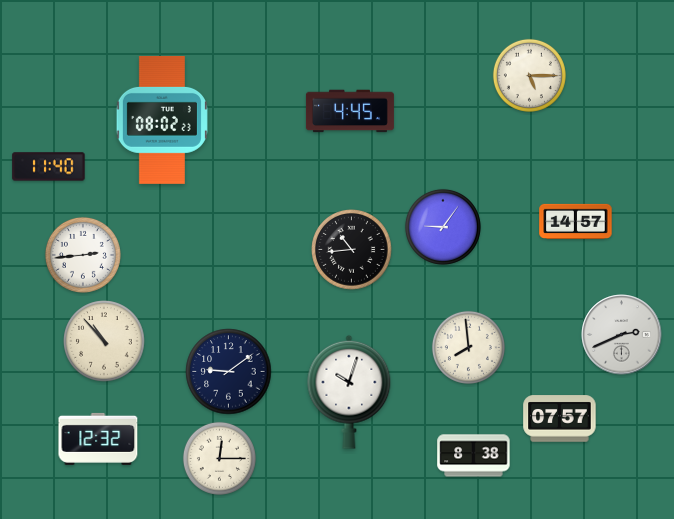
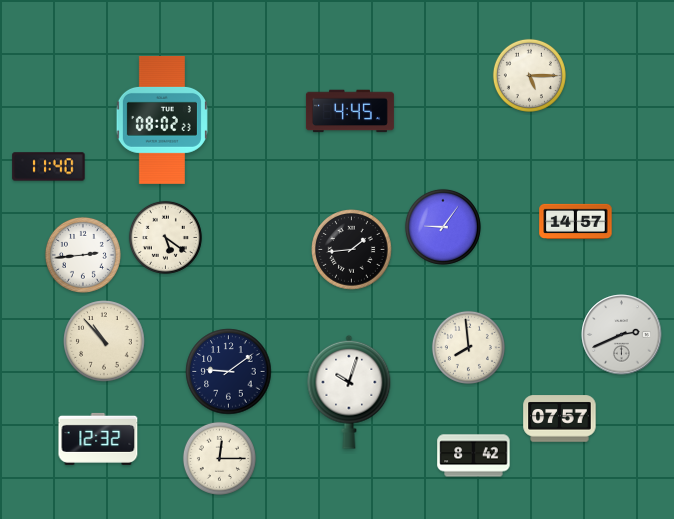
clock at (165, 237): none -> 5:21
clock at (352, 250): 10:44 -> 1:44
clock at (474, 456): 8:38 -> 8:42
